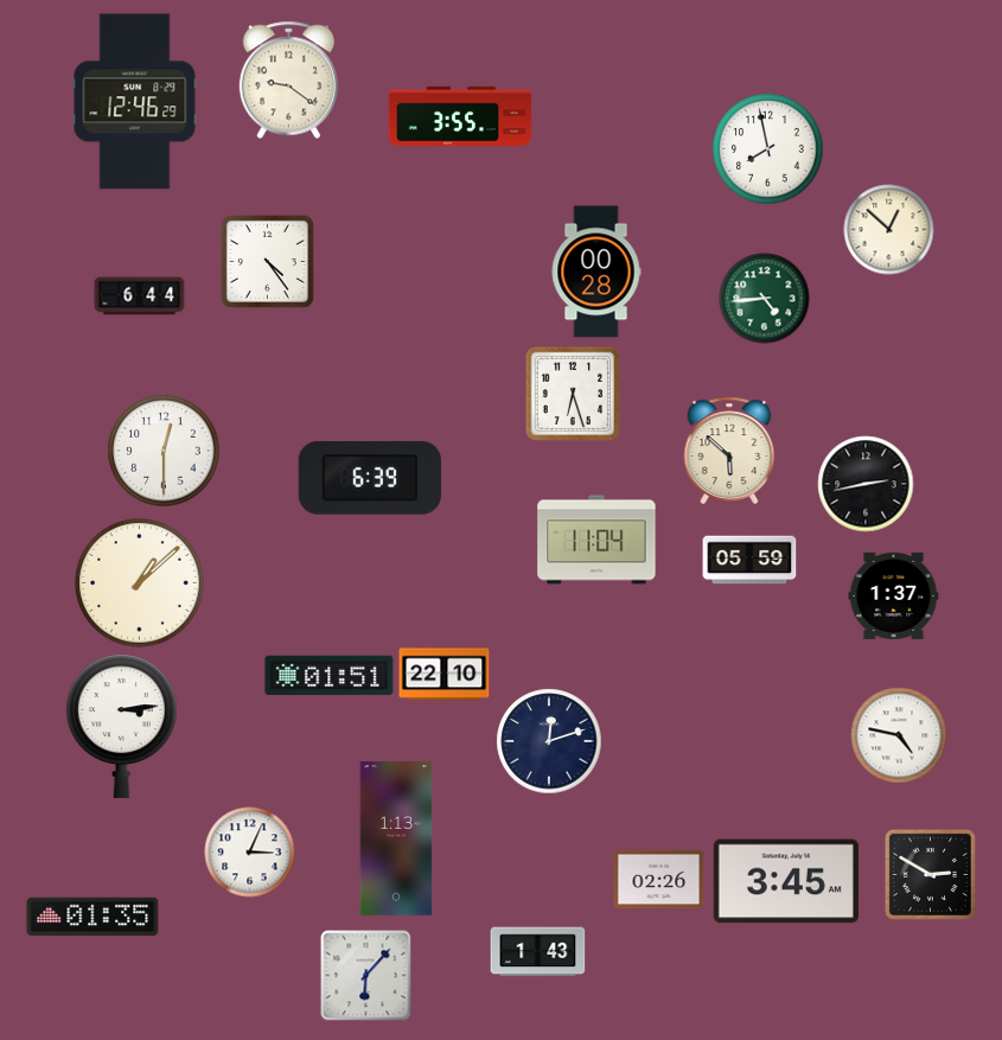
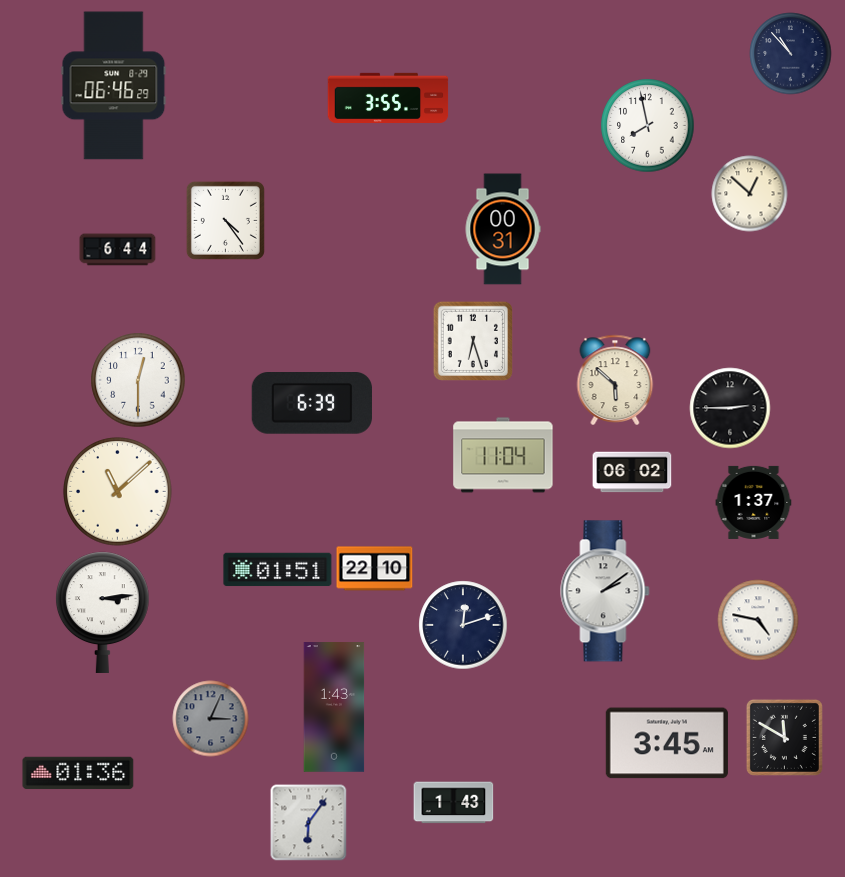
clock at (791, 54): none -> 10:53
clock at (289, 81): 9:21 -> none
clock at (135, 102): 12:46 -> 06:46
clock at (596, 272): 00:28 -> 00:31
clock at (765, 299): 4:44 -> none
clock at (572, 393) position: (572, 393) -> (472, 340)
clock at (866, 484): 2:43 -> 2:45
clock at (749, 560): 05:59 -> 06:02
clock at (140, 583): 1:08 -> 11:08
clock at (605, 591): none -> 2:09
clock at (396, 838): 1:13 -> 1:43
clock at (250, 853) dial: white -> grey
clock at (930, 874): 2:50 -> 11:50
clock at (659, 880): 02:26 -> none
clock at (786, 881) position: (786, 881) -> (667, 743)
clock at (92, 917): 01:35 -> 01:36
clock at (366, 976): 6:07 -> 6:06
